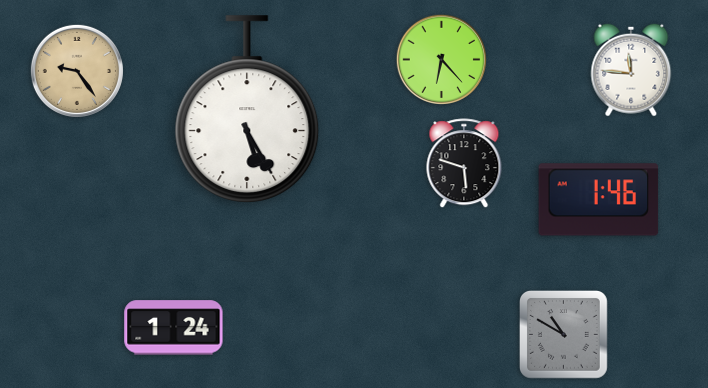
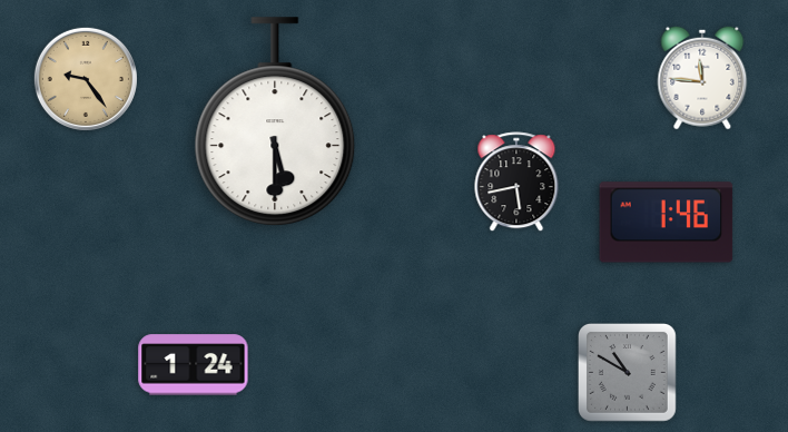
clock at (441, 59): 6:23 -> none
clock at (247, 110): 5:25 -> 5:30
clock at (464, 164): 5:48 -> 5:43
